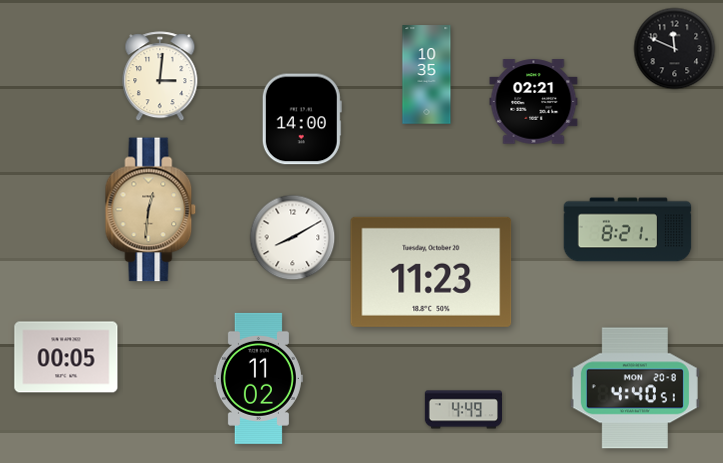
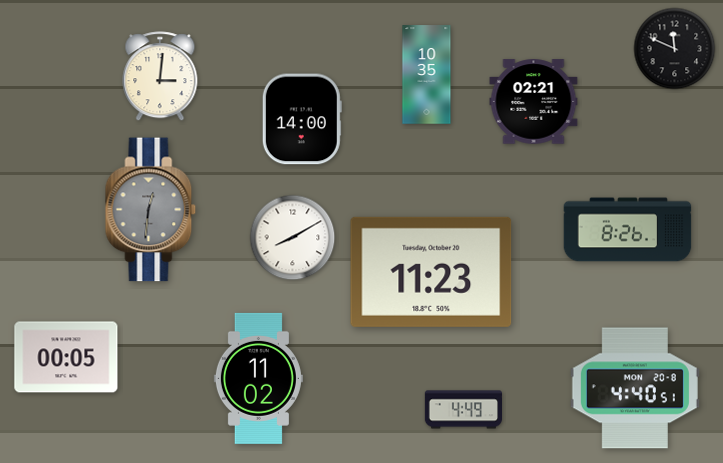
clock at (151, 210) dial: champagne -> grey
clock at (628, 230): 8:21 -> 8:26
